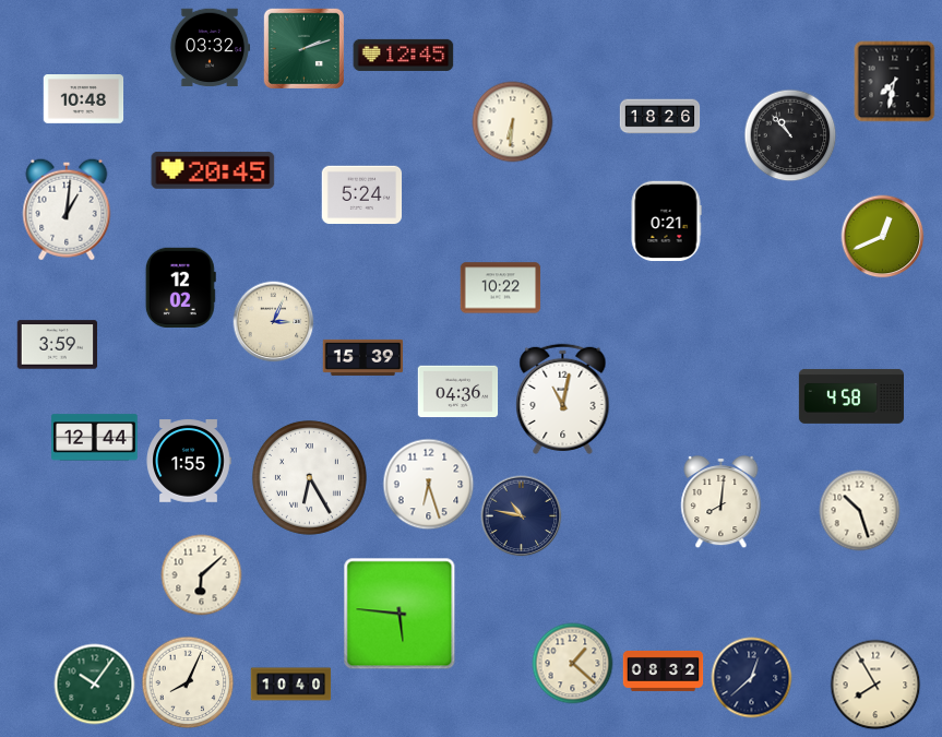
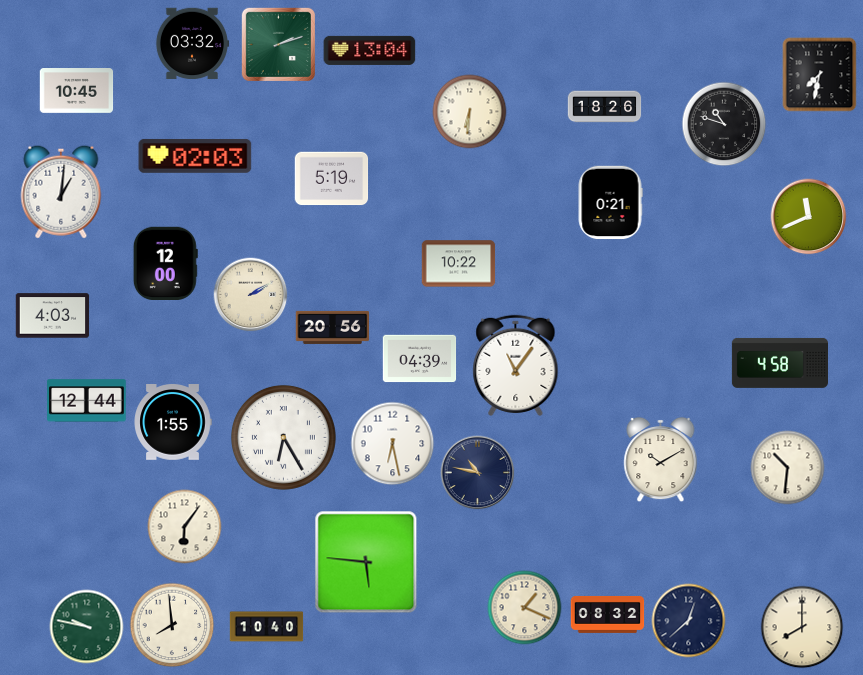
clock at (404, 55): 12:45 -> 13:04
clock at (84, 99): 10:48 -> 10:45
clock at (790, 135): 10:53 -> 10:48
clock at (213, 170): 20:45 -> 02:03
clock at (362, 195): 5:24 -> 5:19
clock at (883, 237): 12:41 -> 11:41
clock at (180, 288): 12:02 -> 12:00
clock at (274, 322): 3:04 -> 2:10
clock at (58, 345): 3:59 -> 4:03
clock at (363, 357): 15:39 -> 20:56
clock at (458, 392): 04:36 -> 04:39
clock at (563, 399): 11:02 -> 11:06
clock at (429, 485): 6:27 -> 6:28
clock at (722, 502): 8:01 -> 10:10
clock at (860, 511): 10:27 -> 10:31
clock at (202, 575): 6:08 -> 6:06
clock at (573, 664): 1:22 -> 1:19
clock at (188, 682): 8:04 -> 7:59
clock at (95, 685): 10:06 -> 9:47
clock at (875, 685): 7:55 -> 8:00
